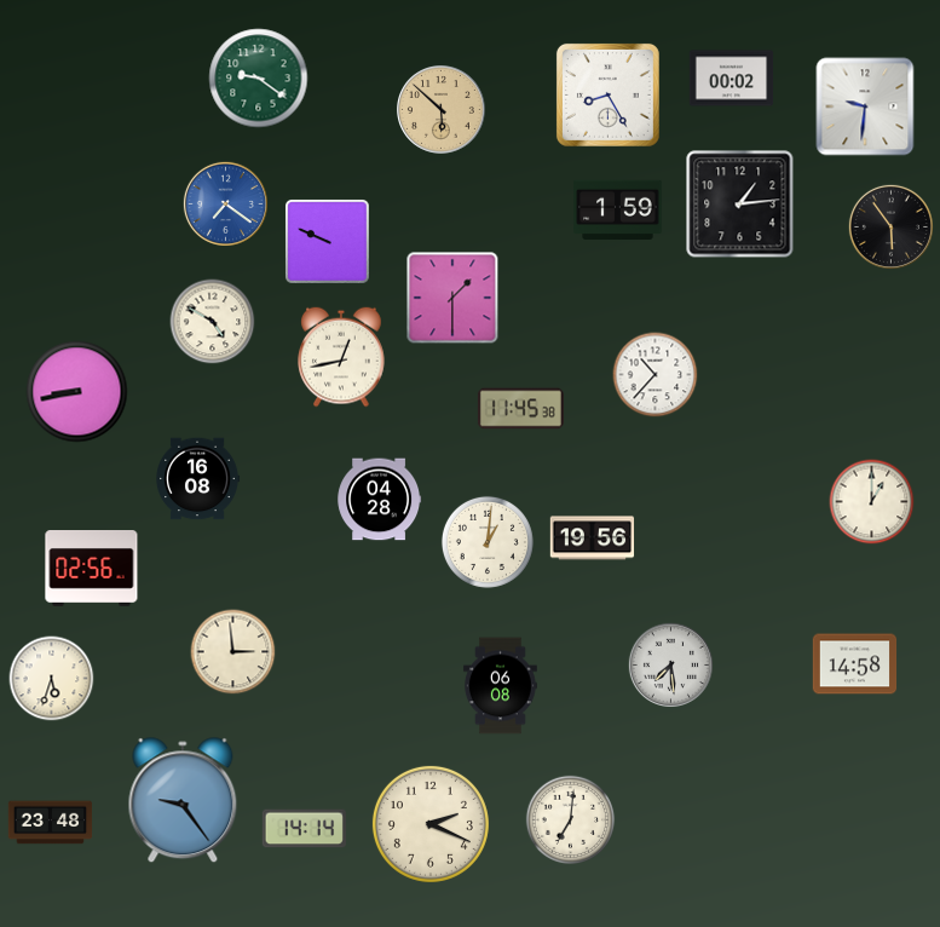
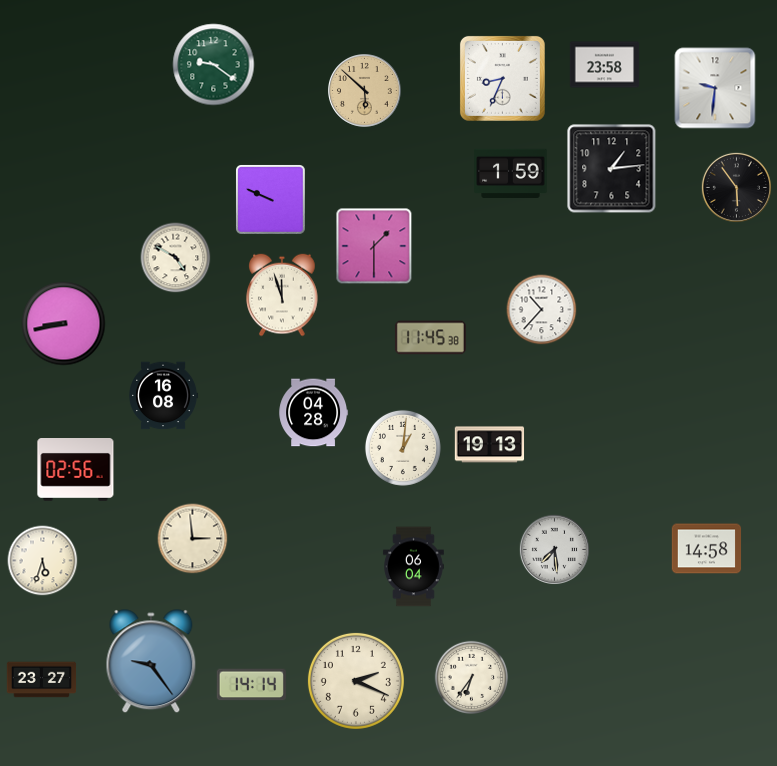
clock at (732, 79): 00:02 -> 23:58
clock at (607, 94): 8:25 -> 8:34
clock at (225, 203): 7:21 -> none
clock at (213, 322) position: (213, 322) -> (176, 258)
clock at (341, 357): 12:43 -> 11:57
clock at (872, 502): 1:00 -> none
clock at (593, 539): 19:56 -> 19:13
clock at (500, 686): 06:08 -> 06:04
clock at (571, 821): 7:01 -> 6:36
clock at (51, 823): 23:48 -> 23:27
